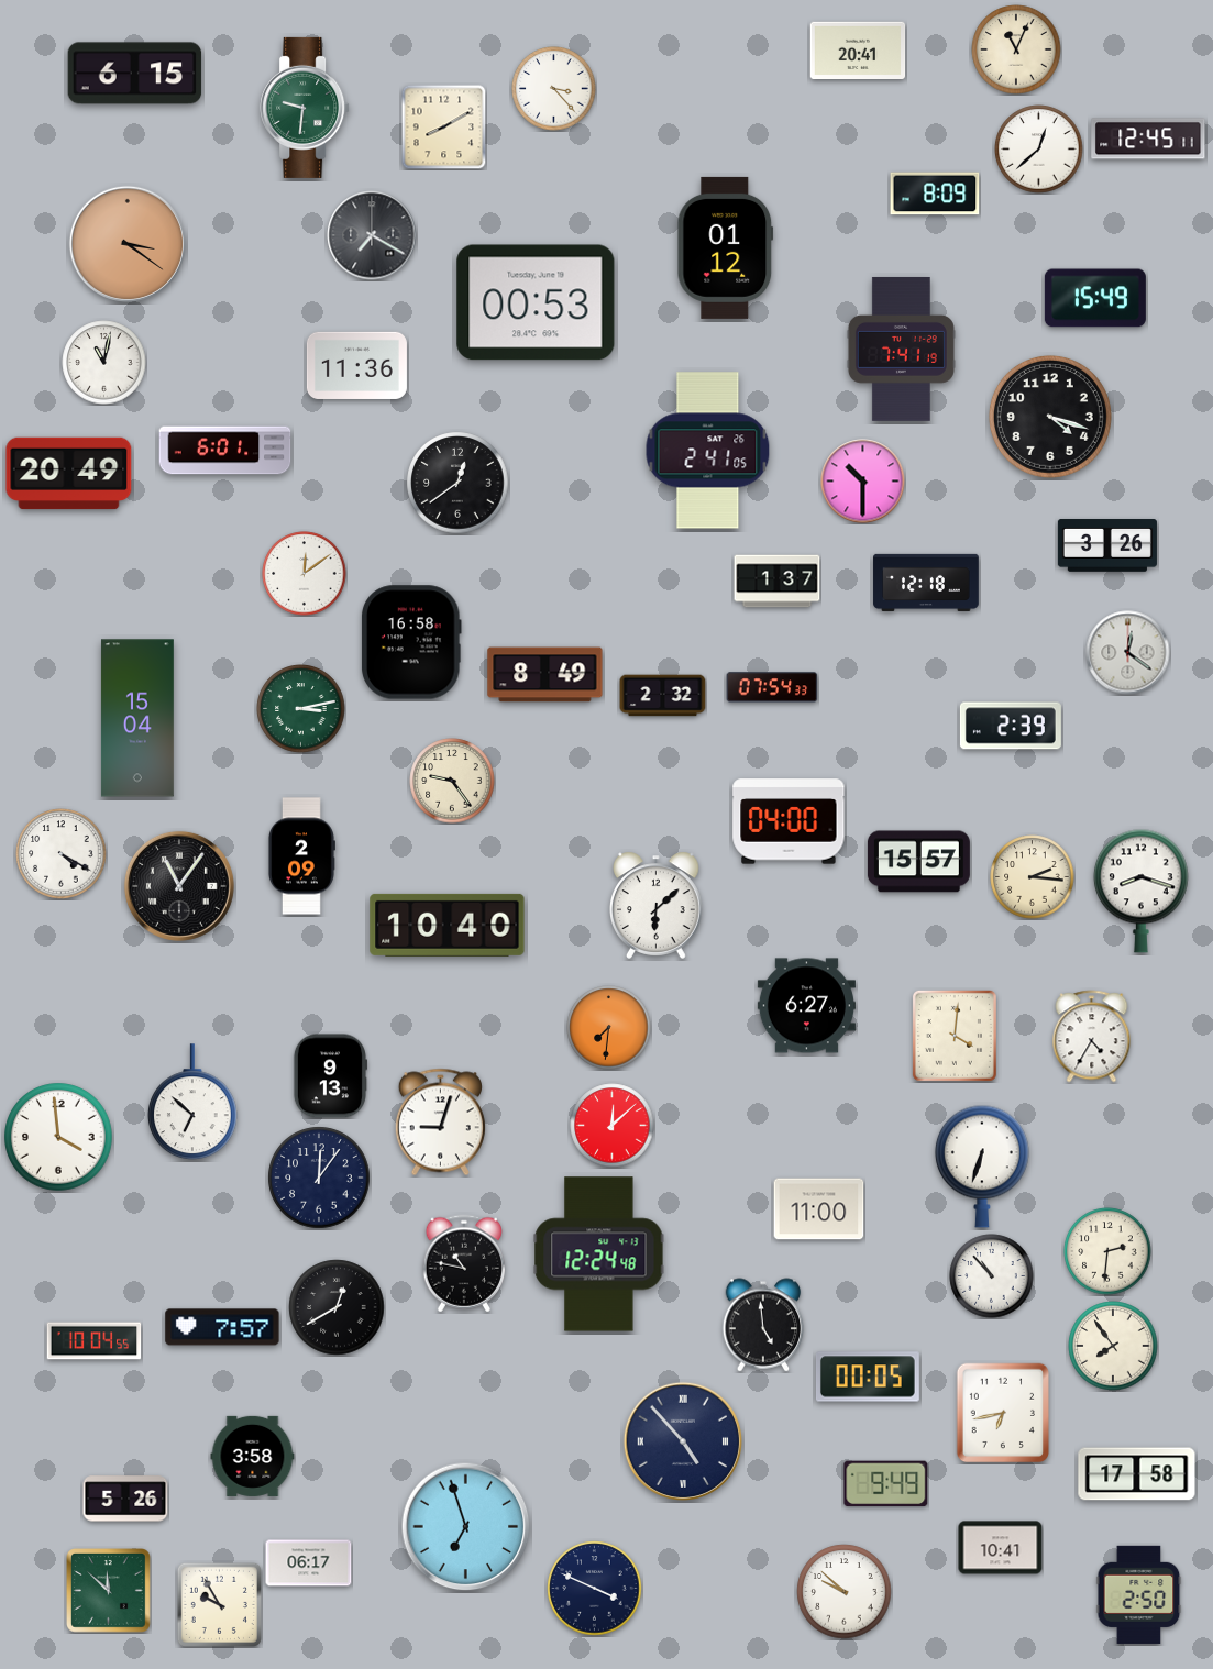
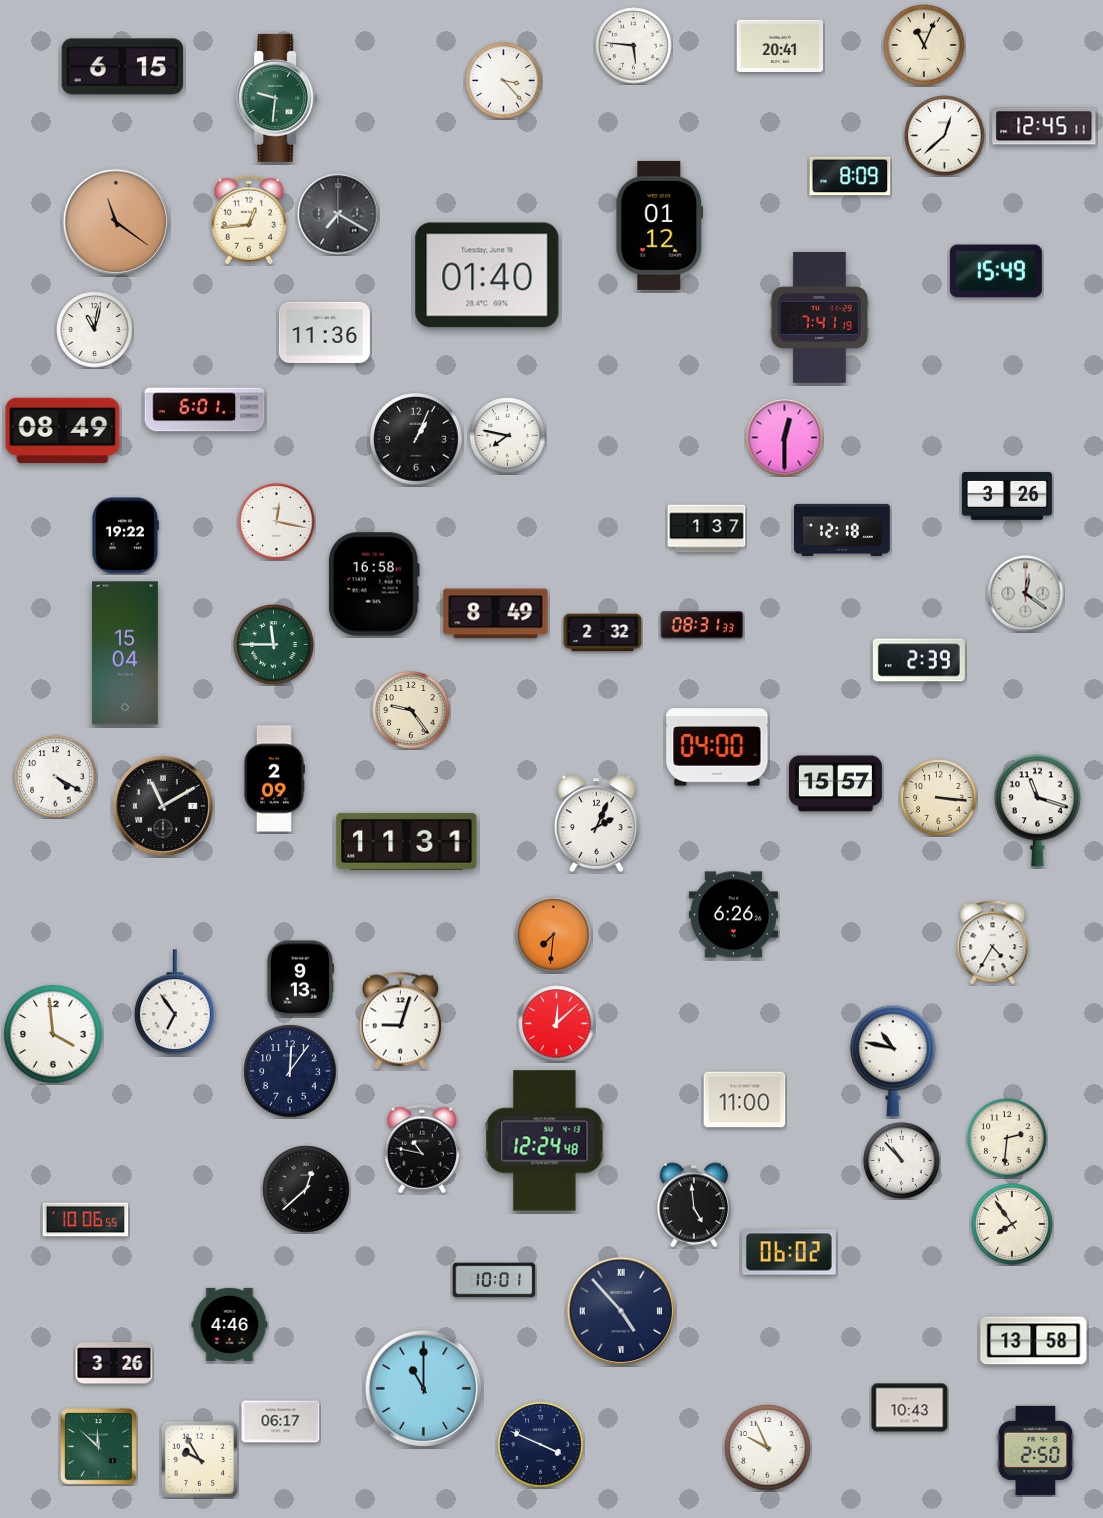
clock at (634, 46): none -> 5:46
clock at (443, 126): 8:10 -> none
clock at (248, 220): none -> 12:44
clock at (128, 244): 3:21 -> 11:21
clock at (536, 302): 00:53 -> 01:40
clock at (1050, 417): 4:18 -> none
clock at (708, 451): 2:41 -> none
clock at (69, 474): 20:49 -> 08:49
clock at (508, 436): none -> 7:47
clock at (863, 482): 10:30 -> 12:30
clock at (457, 483): 12:39 -> 1:04
clock at (305, 574): 12:09 -> 12:17
clock at (125, 536): none -> 19:22
clock at (772, 687): 07:54 -> 08:31
clock at (301, 709): 3:13 -> 11:45
clock at (1033, 877): 2:16 -> 3:16
clock at (179, 886): 11:06 -> 11:10
clock at (1140, 891): 8:18 -> 11:18
clock at (657, 905): 6:08 -> 2:04
clock at (448, 925): 10:40 -> 11:31
clock at (806, 1006): 6:27 -> 6:26
clock at (955, 1036): 4:01 -> none
clock at (192, 1103): 6:52 -> 6:54
clock at (982, 1167): 6:33 -> 10:47
clock at (337, 1307): 12:40 -> 12:38
clock at (222, 1327): 7:57 -> none
clock at (95, 1341): 10:04 -> 10:06
clock at (868, 1377): 00:05 -> 06:02
clock at (494, 1280): none -> 10:01
clock at (1003, 1413): 6:43 -> none
clock at (253, 1456): 3:58 -> 4:46
clock at (1137, 1474): 17:58 -> 13:58
clock at (886, 1484): 9:49 -> none
clock at (125, 1499): 5:26 -> 3:26
clock at (466, 1527): 6:57 -> 11:00
clock at (1001, 1548): 10:41 -> 10:43
clock at (845, 1592): 9:52 -> 9:56
